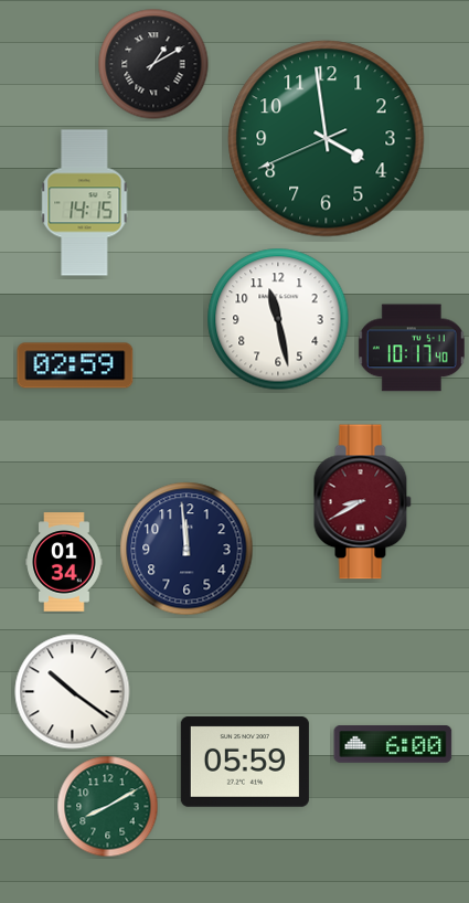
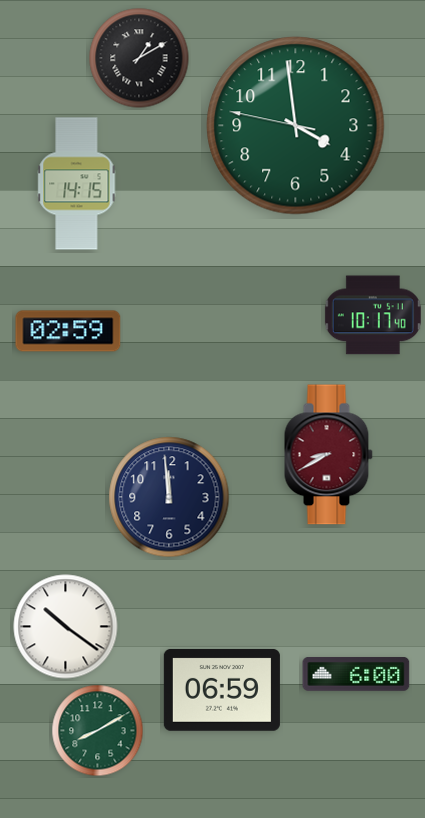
clock at (327, 139): 3:58:41 -> 3:58:47
clock at (278, 319): 11:28 -> none
clock at (64, 562): 01:34 -> none
clock at (245, 762): 05:59 -> 06:59
